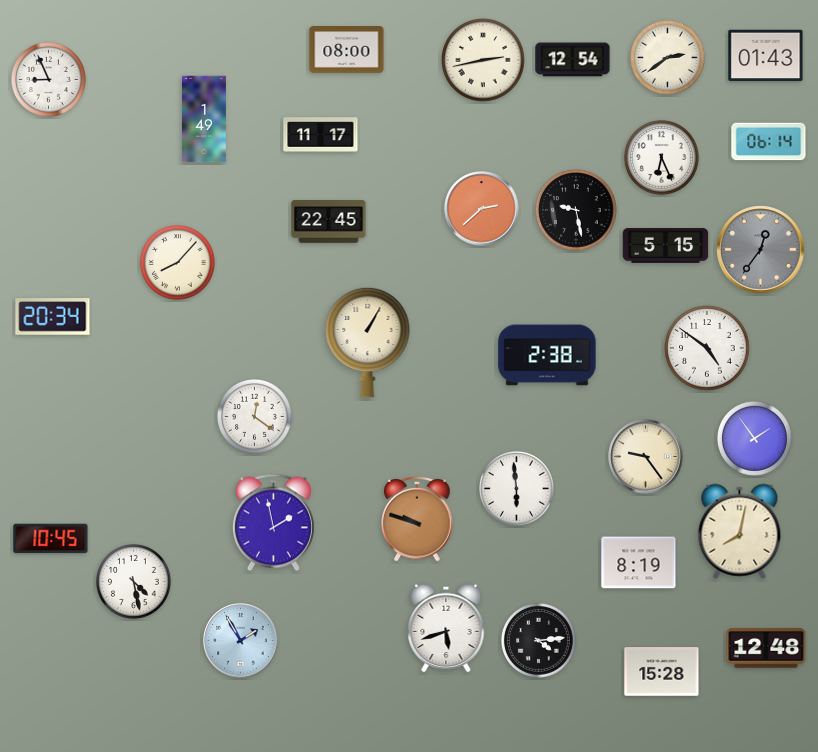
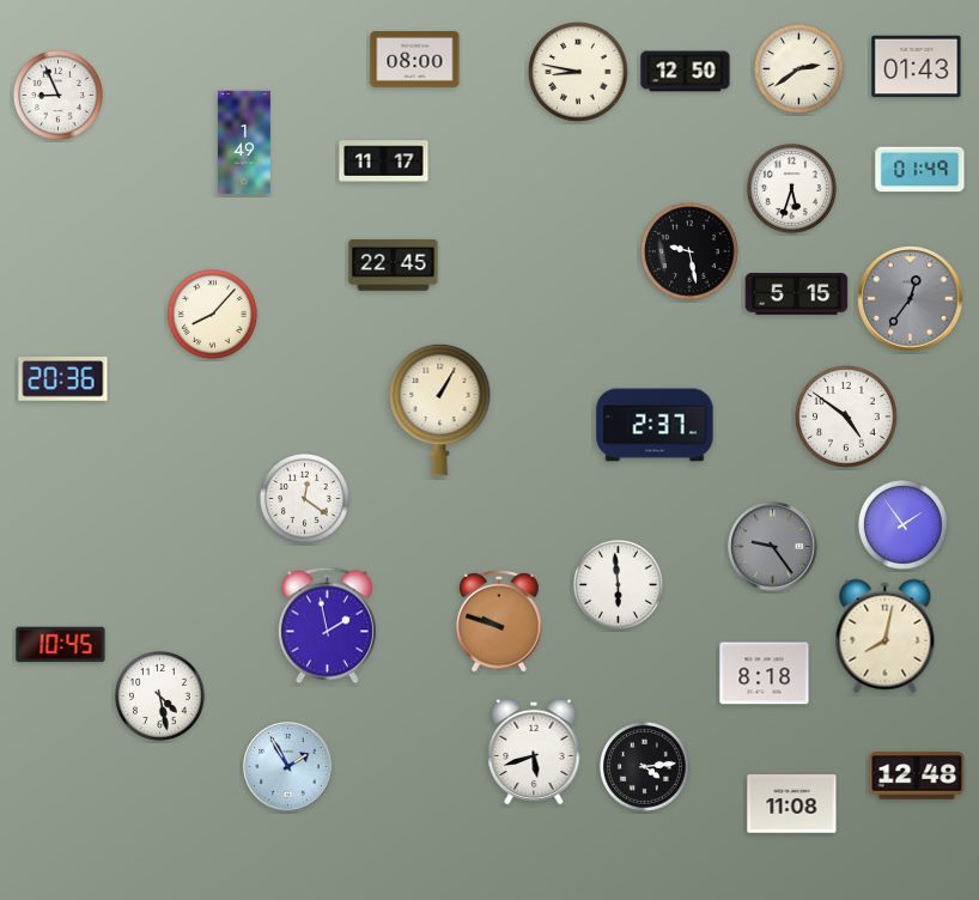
clock at (483, 60): 2:43 -> 8:47
clock at (573, 60): 12:54 -> 12:50
clock at (769, 142): 06:14 -> 01:49
clock at (662, 158): 6:26 -> 5:33
clock at (482, 209): 2:38 -> none
clock at (53, 317): 20:34 -> 20:36
clock at (547, 355): 2:38 -> 2:37
clock at (646, 457) dial: cream -> grey
clock at (639, 563): 8:19 -> 8:18
clock at (662, 672): 15:28 -> 11:08
